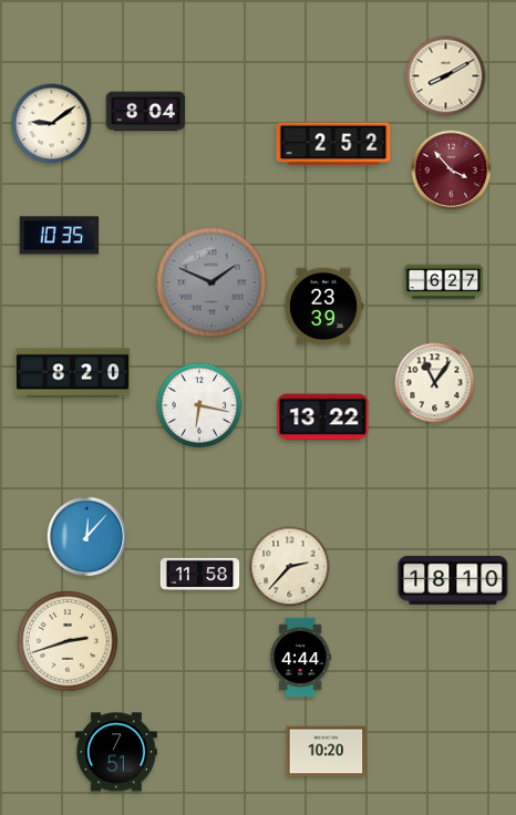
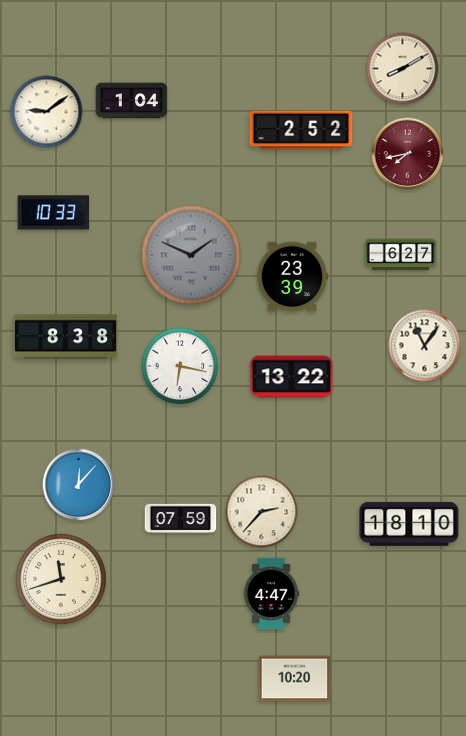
clock at (146, 112): 8:04 -> 1:04
clock at (452, 171): 3:53 -> 7:43
clock at (60, 236): 10:35 -> 10:33
clock at (73, 373): 8:20 -> 8:38
clock at (435, 383) position: (435, 383) -> (425, 346)
clock at (200, 574): 11:58 -> 07:59
clock at (68, 641): 2:42 -> 11:42
clock at (300, 658): 4:44 -> 4:47
clock at (116, 752): 7:51 -> none
